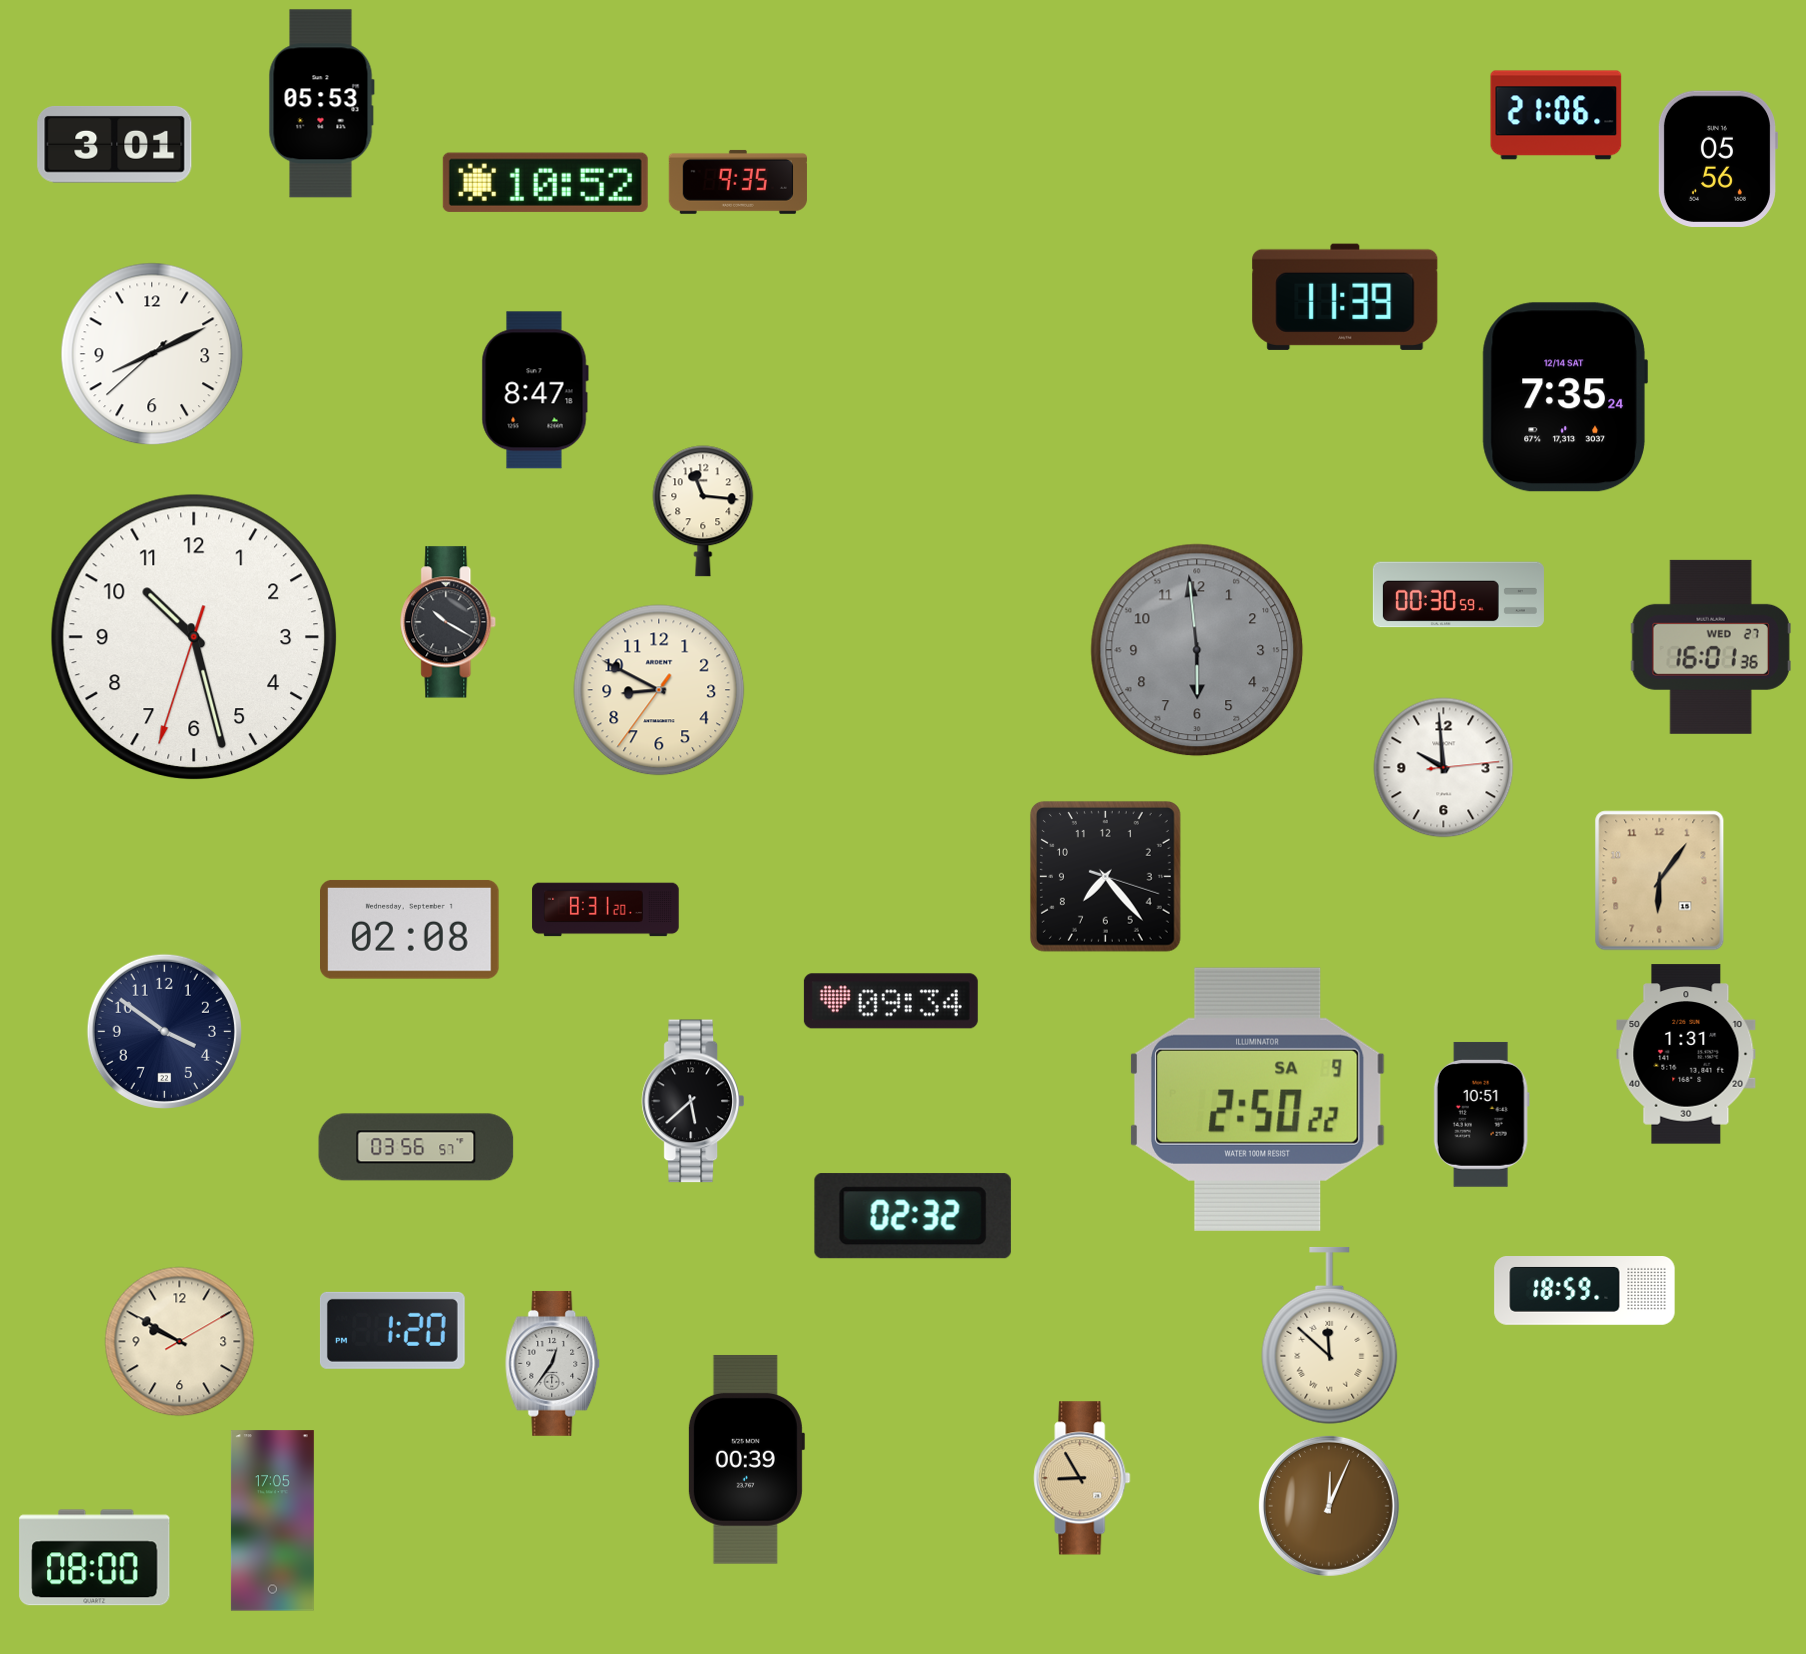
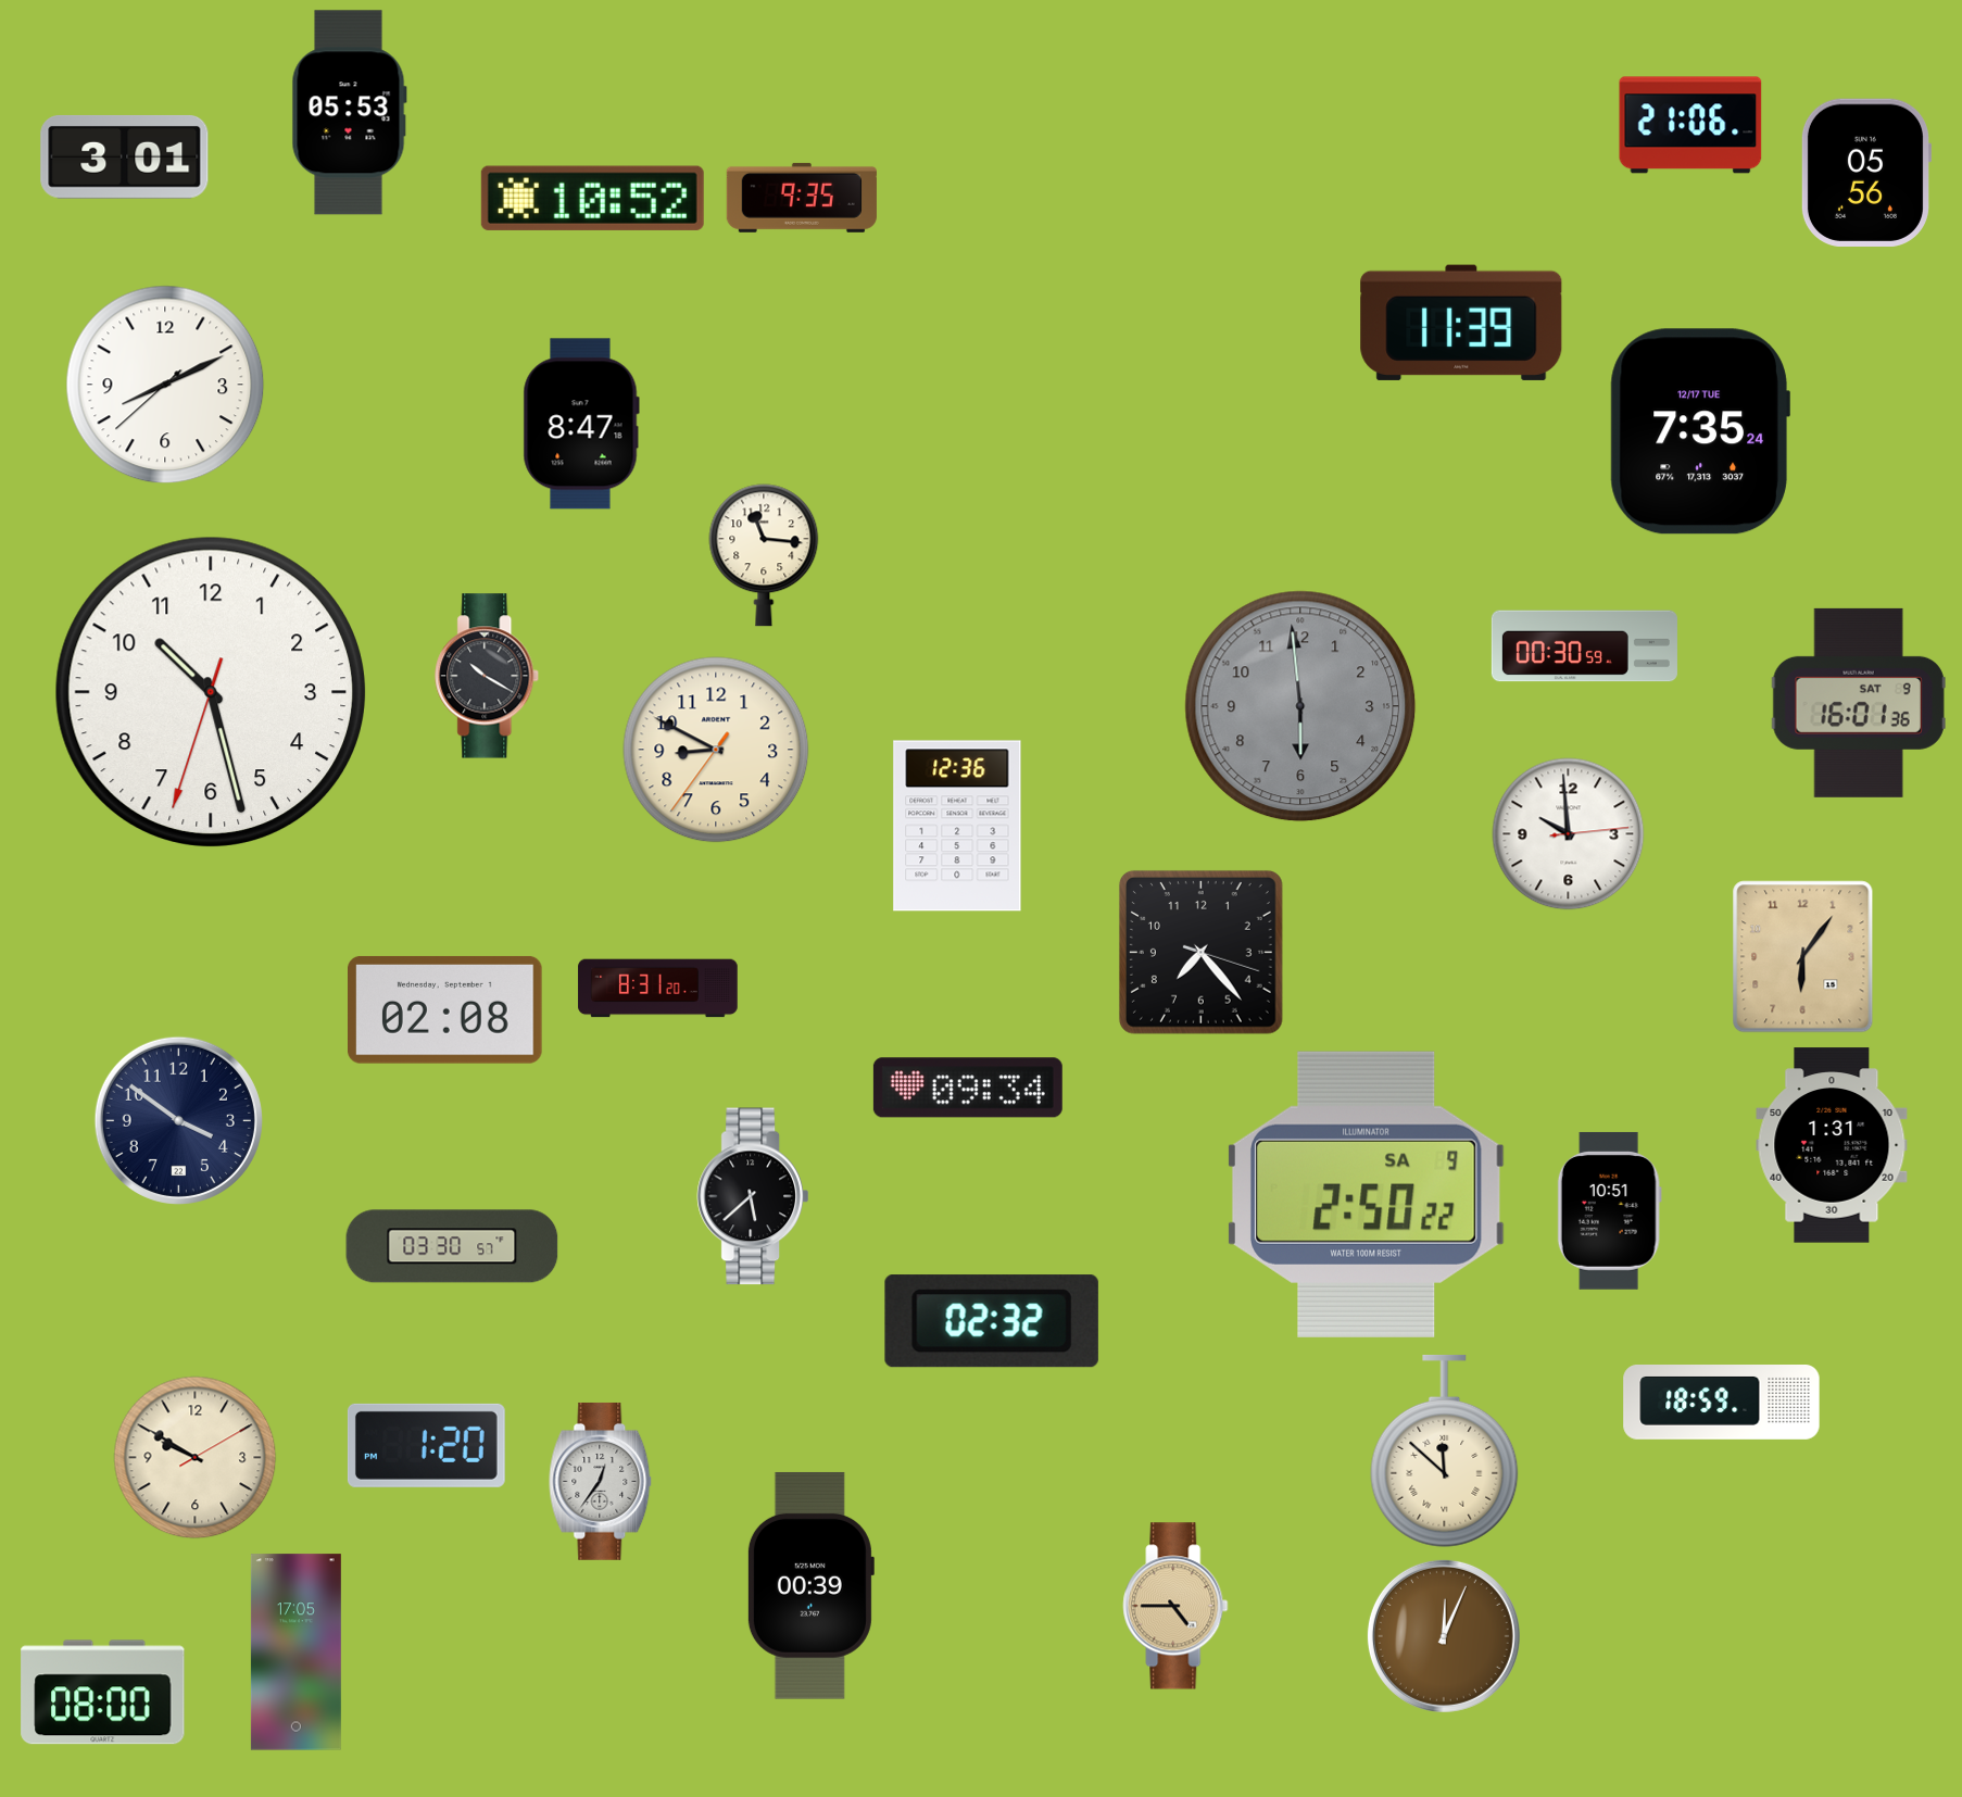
clock at (1565, 397) date: 12/14 SAT -> 12/17 TUE
clock at (1711, 647) date: WED 27 -> SAT 9
clock at (957, 826): none -> 12:36
clock at (416, 1147): 03:56 -> 03:30
clock at (1082, 1478): 8:55 -> 4:45
